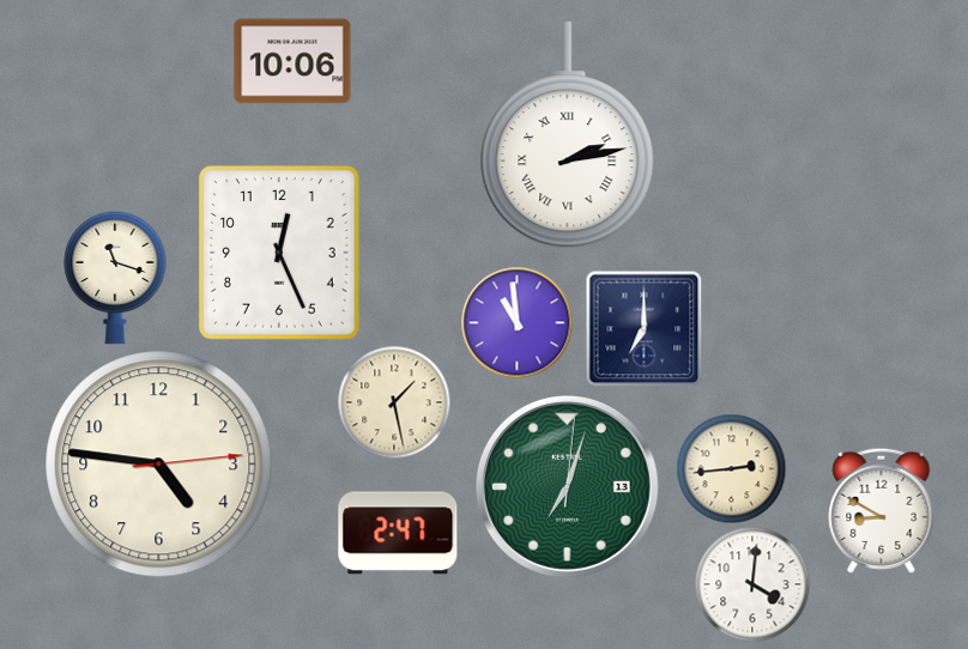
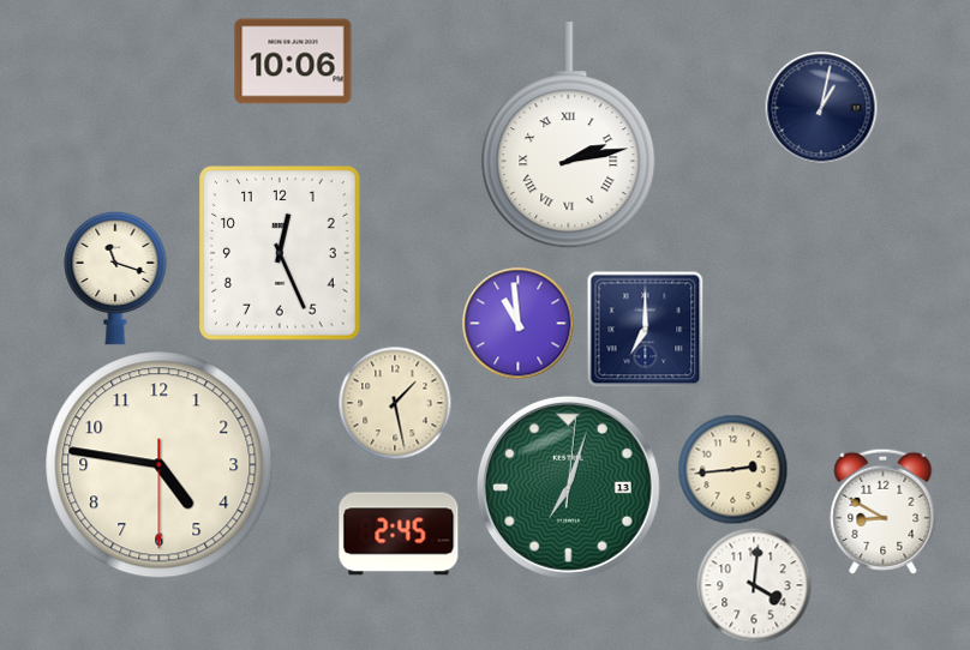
clock at (821, 108): none -> 1:02
clock at (159, 465): 4:46:14 -> 4:46:30
clock at (398, 533): 2:47 -> 2:45
